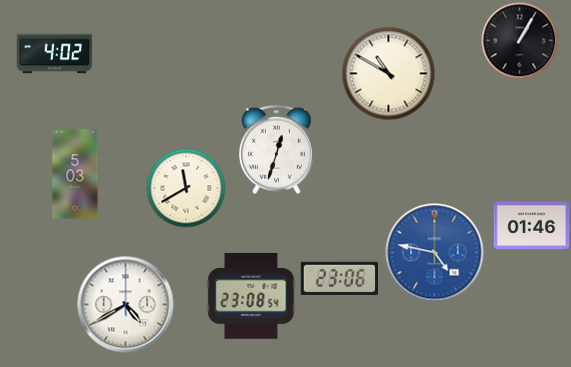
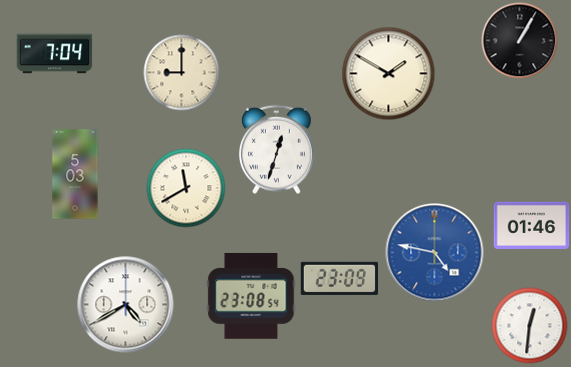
clock at (55, 54): 4:02 -> 7:04
clock at (182, 73): none -> 9:00
clock at (389, 74): 10:50 -> 1:50
clock at (339, 278): 23:06 -> 23:09
clock at (530, 326): none -> 12:31
